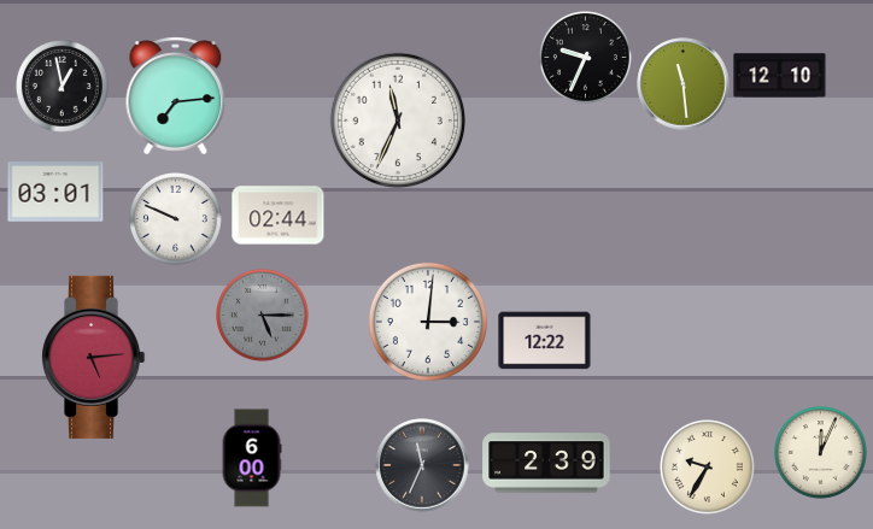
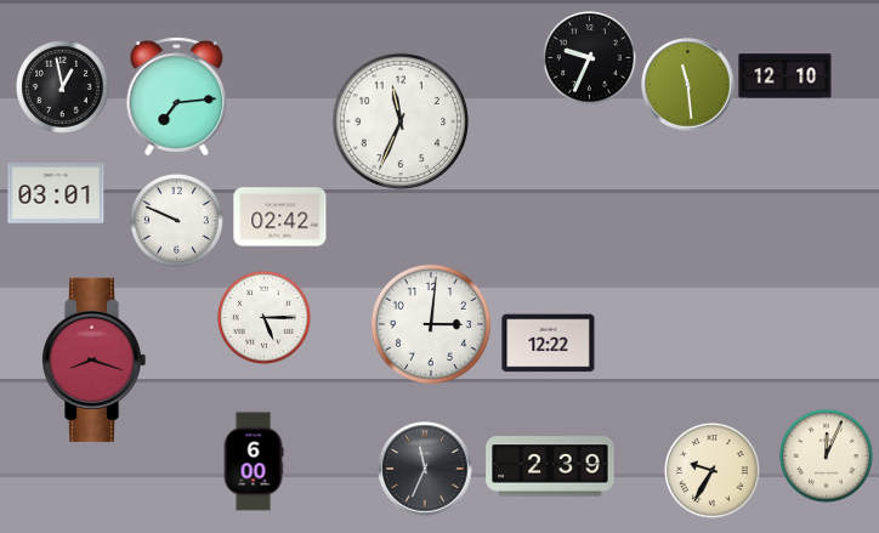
clock at (279, 216): 02:44 -> 02:42
clock at (263, 316) dial: grey -> white
clock at (94, 357): 5:14 -> 8:18
